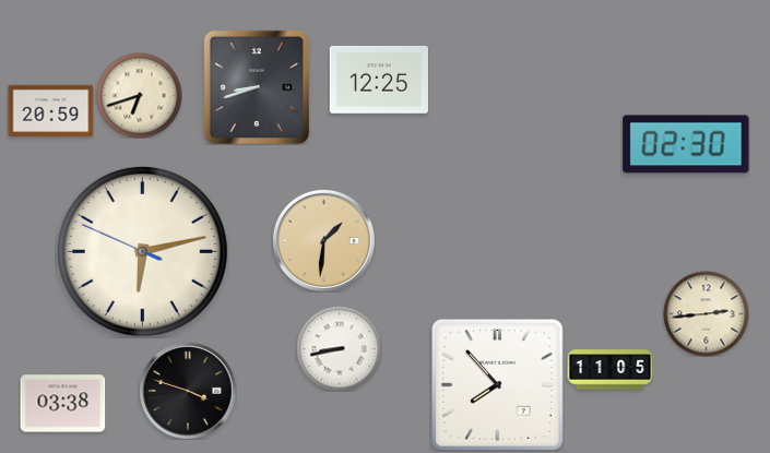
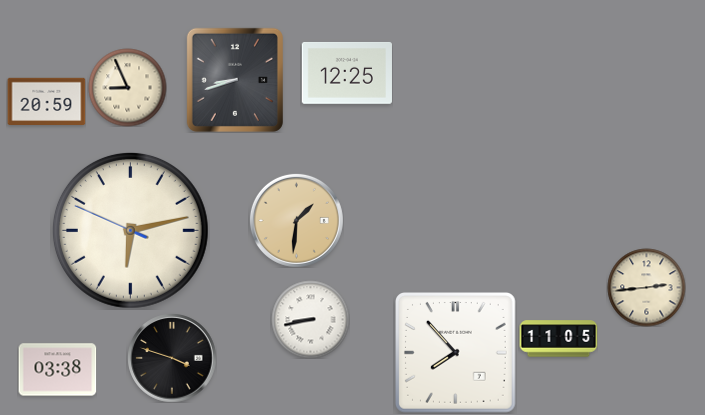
clock at (139, 95): 6:42 -> 8:56
clock at (686, 144): 02:30 -> none
